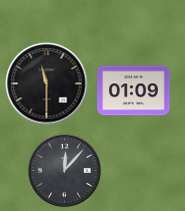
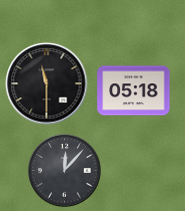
clock at (134, 91): 01:09 -> 05:18
